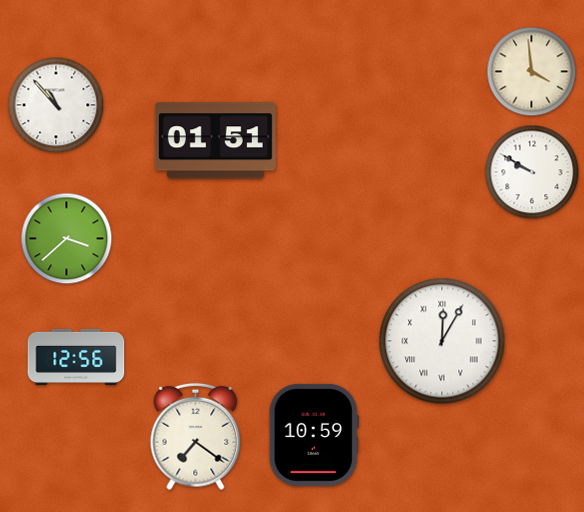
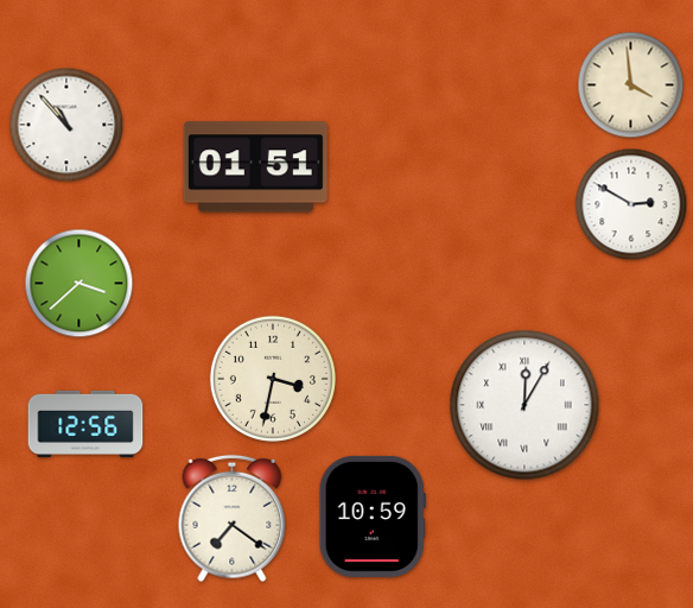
clock at (532, 172): 9:50 -> 2:50
clock at (273, 379): none -> 3:32
clock at (76, 357) position: (76, 357) -> (85, 424)
